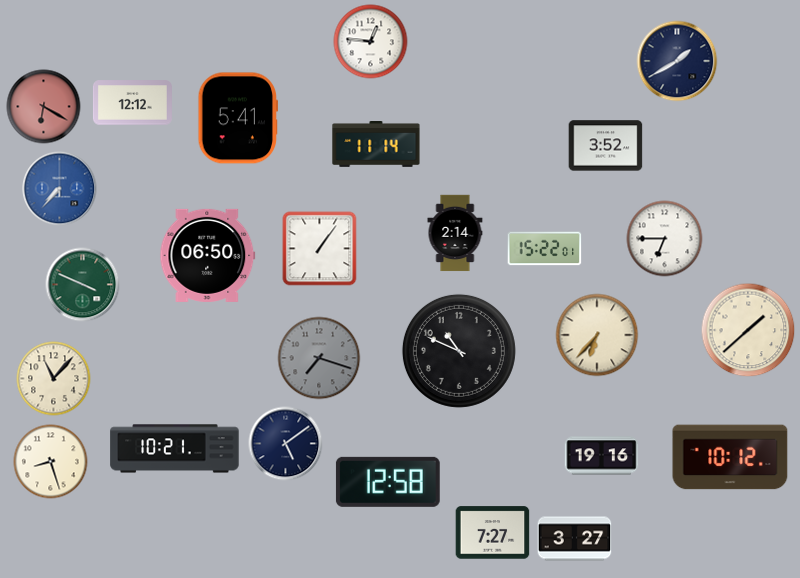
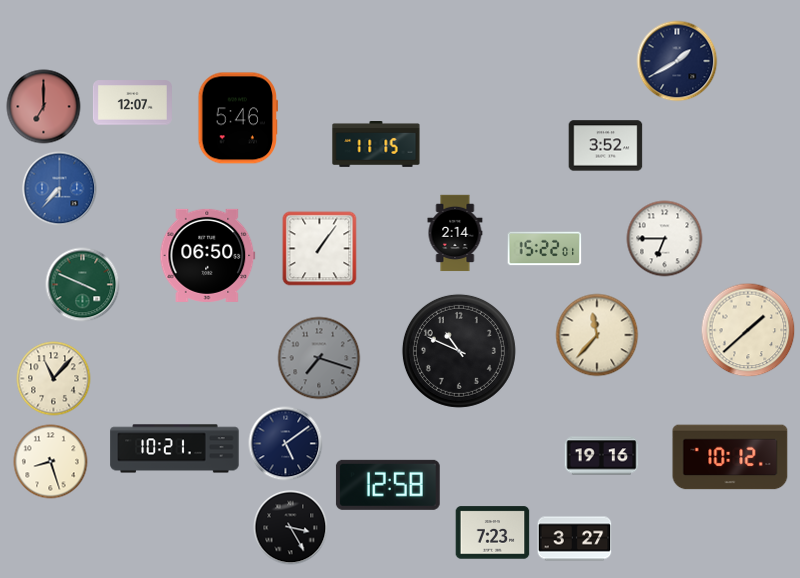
clock at (371, 42): 12:46 -> none
clock at (132, 103): 12:12 -> 12:07
clock at (44, 107): 6:20 -> 7:00
clock at (237, 118): 5:41 -> 5:46
clock at (376, 145): 11:14 -> 11:15
clock at (597, 335): 6:37 -> 11:37
clock at (388, 482) position: (388, 482) -> (388, 485)
clock at (291, 528): none -> 3:25
clock at (493, 533): 7:27 -> 7:23
